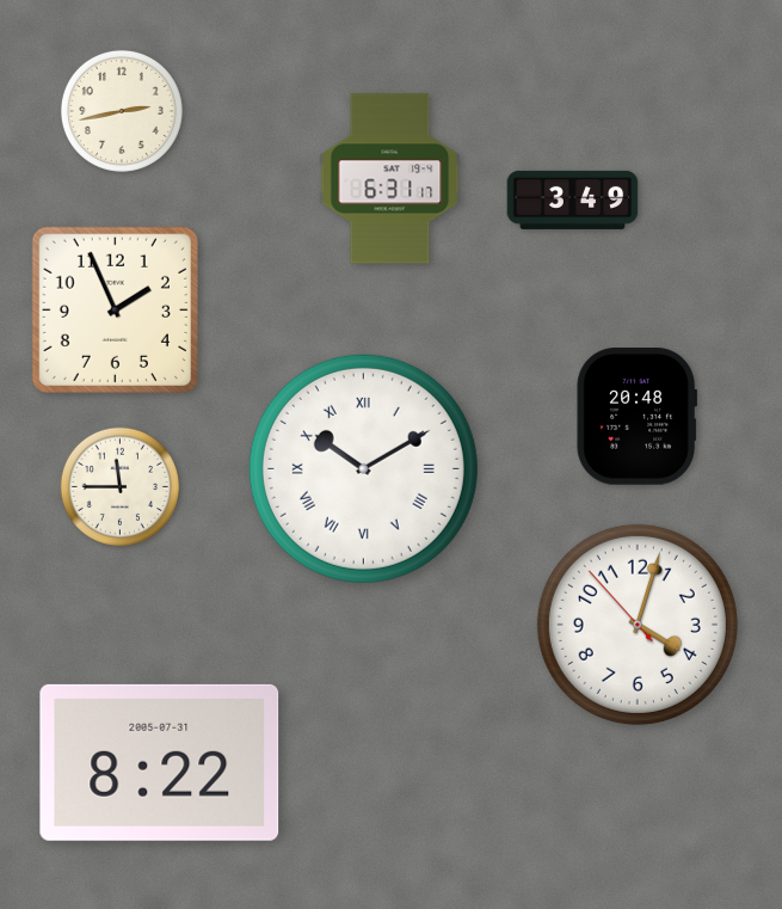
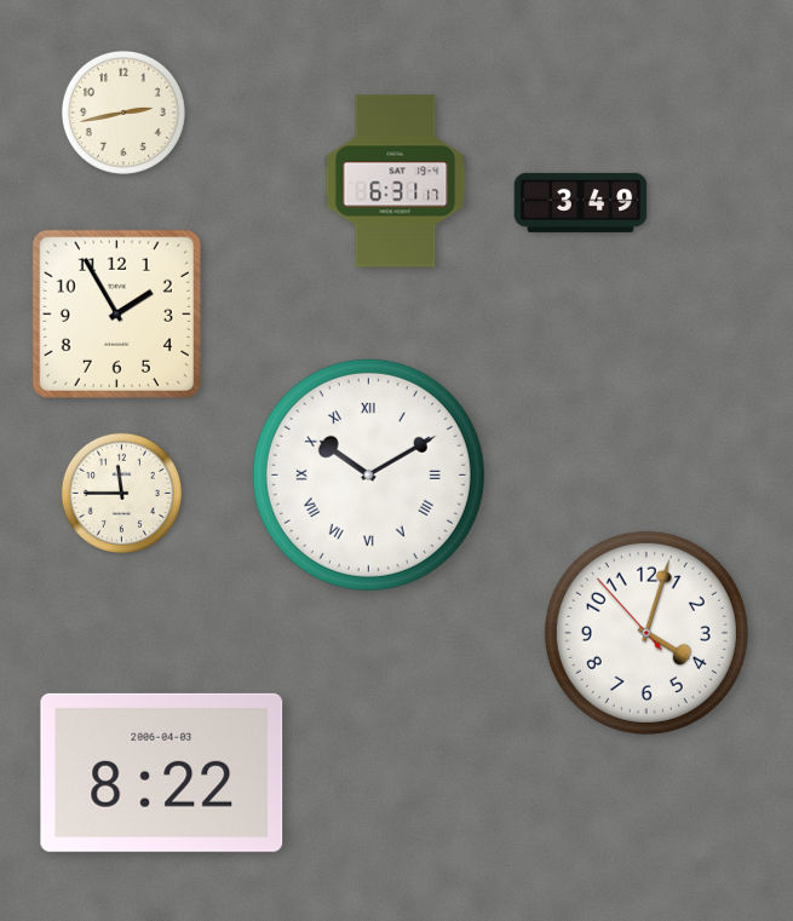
clock at (115, 309): 1:56 -> 1:55
clock at (636, 417): 20:48 -> none
clock at (160, 762) date: 2005-07-31 -> 2006-04-03
